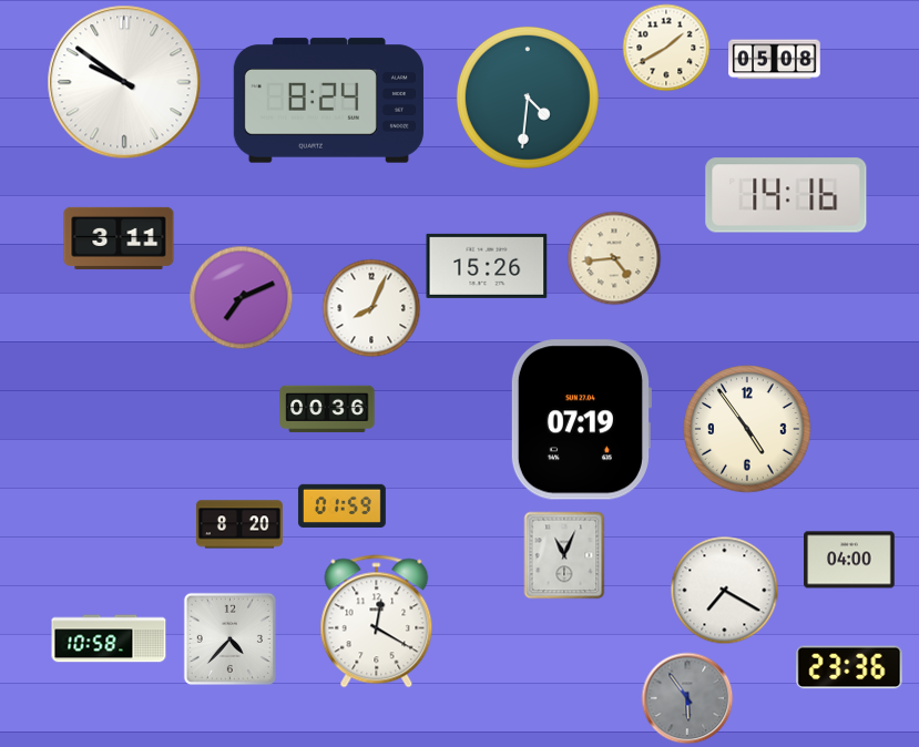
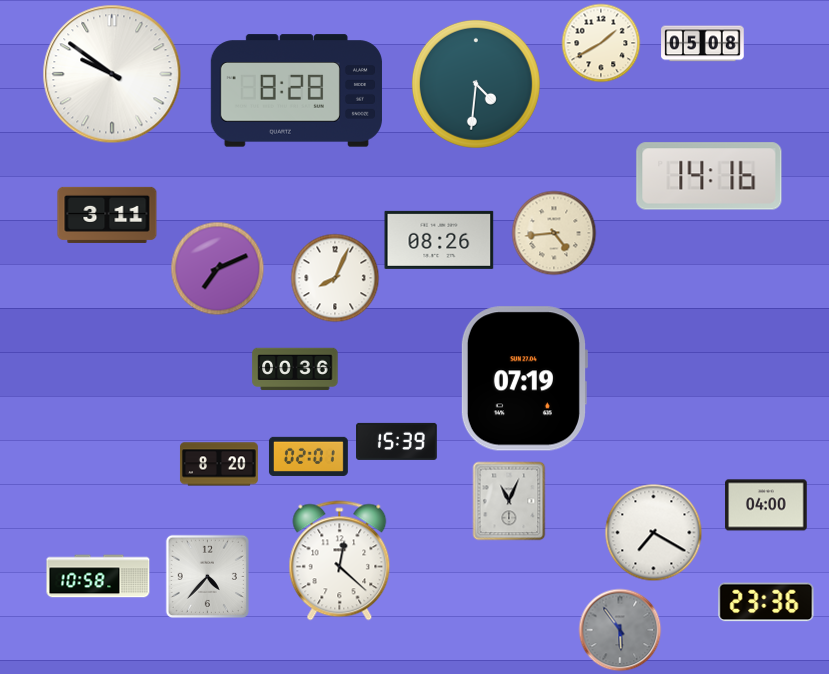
clock at (775, 60) position: (775, 60) -> (703, 44)
clock at (528, 98) position: (528, 98) -> (476, 84)
clock at (328, 101): 8:24 -> 8:28
clock at (487, 266): 15:26 -> 08:26
clock at (747, 429): 4:54 -> none
clock at (397, 441): none -> 15:39
clock at (341, 505): 01:59 -> 02:01
clock at (239, 524) position: (239, 524) -> (219, 464)
clock at (377, 622): 12:20 -> 12:22
